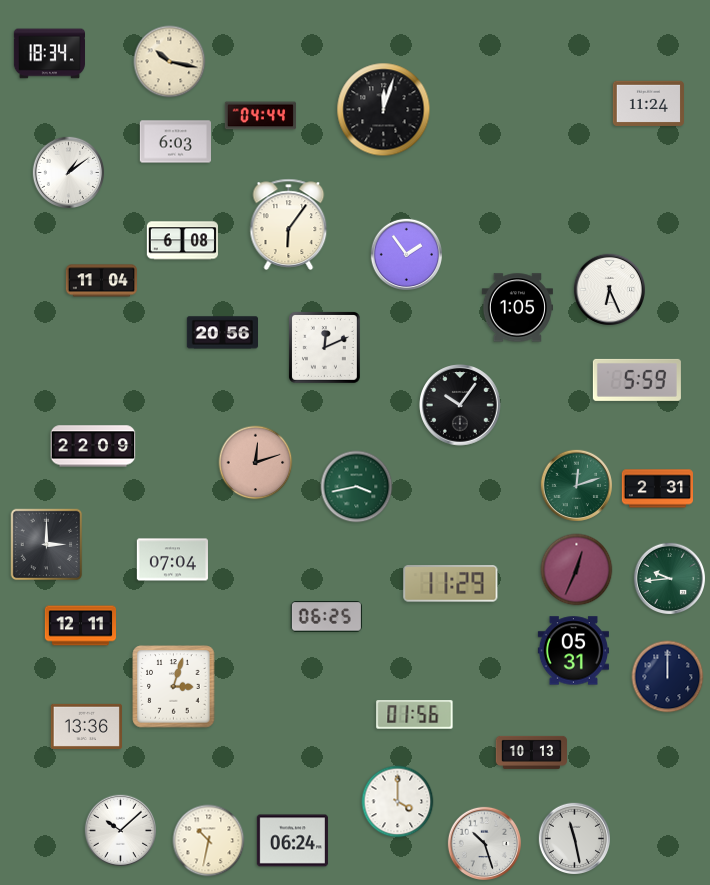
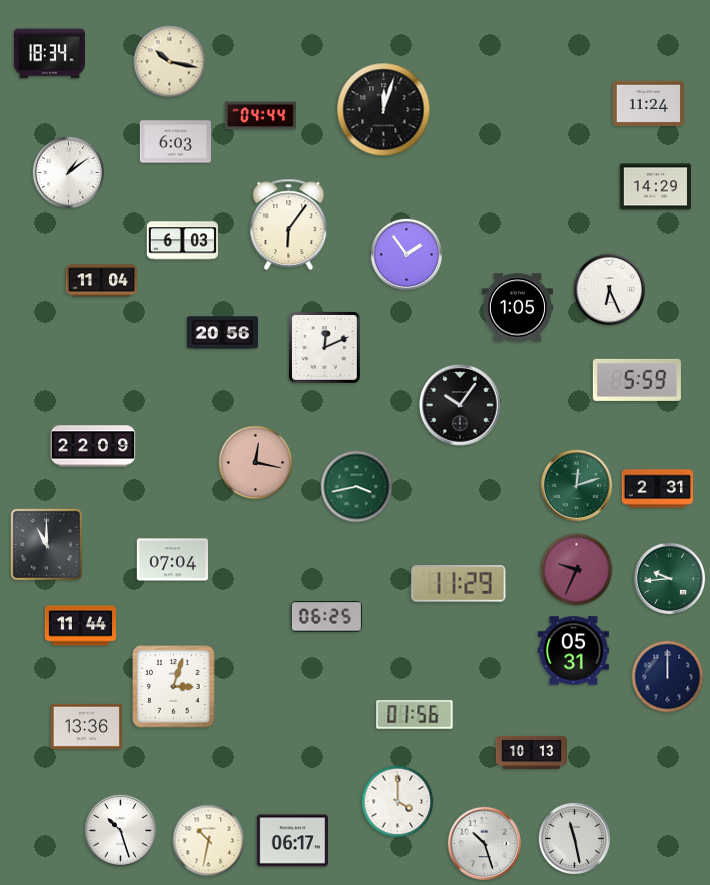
clock at (655, 187): none -> 14:29
clock at (182, 241): 6:08 -> 6:03
clock at (256, 463): 12:12 -> 12:17
clock at (47, 545): 3:00 -> 11:00
clock at (577, 570): 12:34 -> 9:34
clock at (451, 584) position: (451, 584) -> (459, 584)
clock at (80, 626): 12:11 -> 11:44
clock at (120, 830): 10:08 -> 10:27
clock at (292, 841): 06:24 -> 06:17
